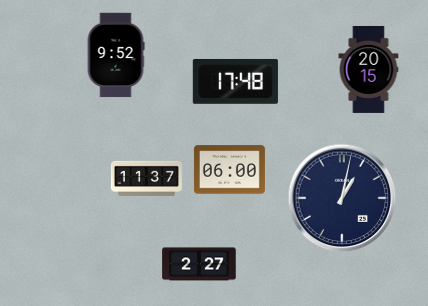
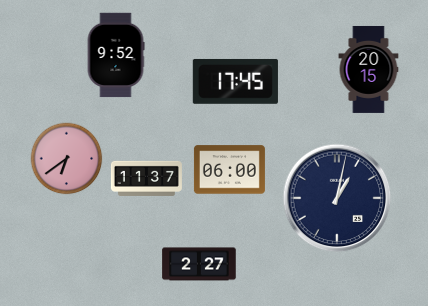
clock at (235, 81): 17:48 -> 17:45
clock at (67, 159): none -> 6:39
clock at (342, 198) position: (342, 198) -> (337, 198)
